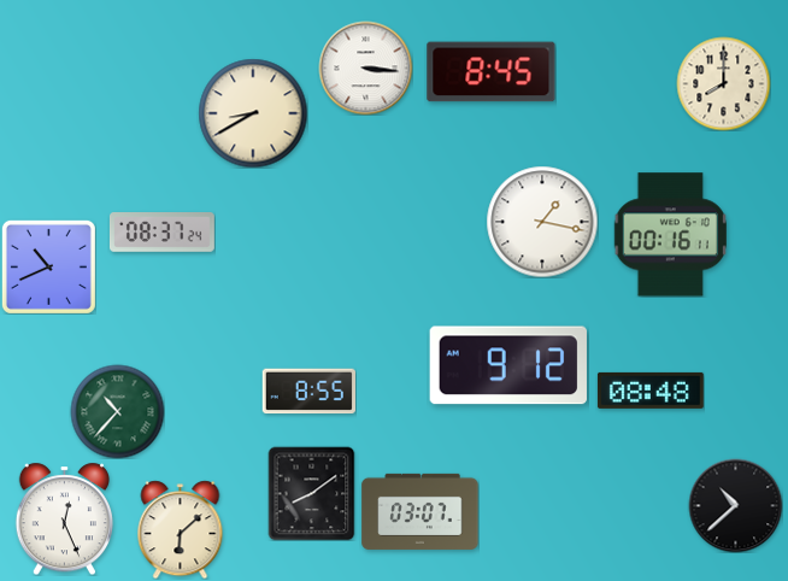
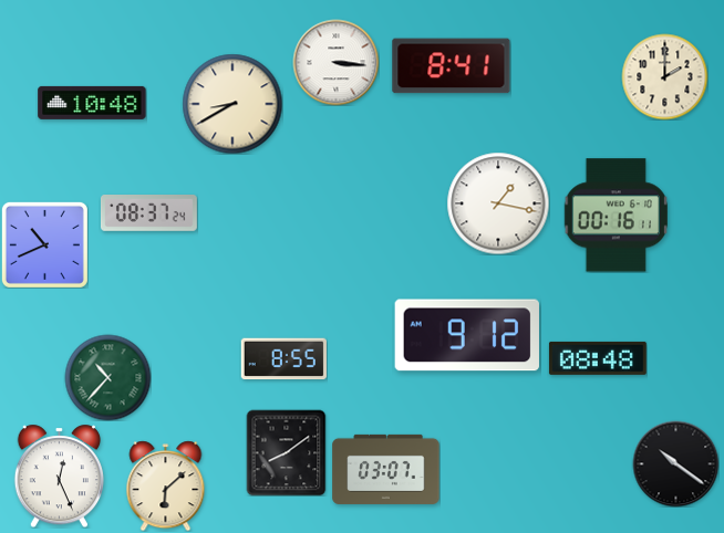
clock at (492, 72): 8:45 -> 8:41
clock at (723, 83): 8:00 -> 2:00
clock at (92, 103): none -> 10:48
clock at (735, 505): 10:38 -> 10:21
